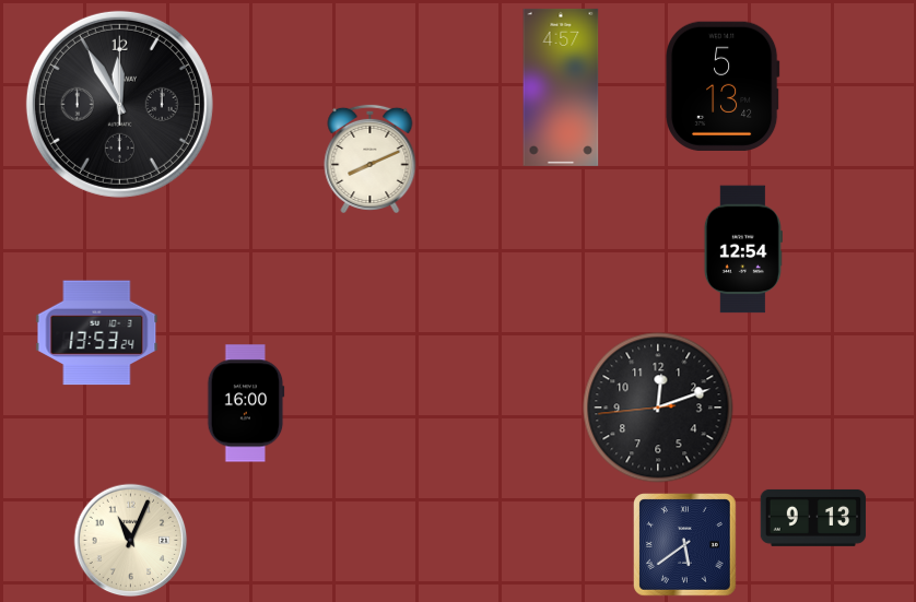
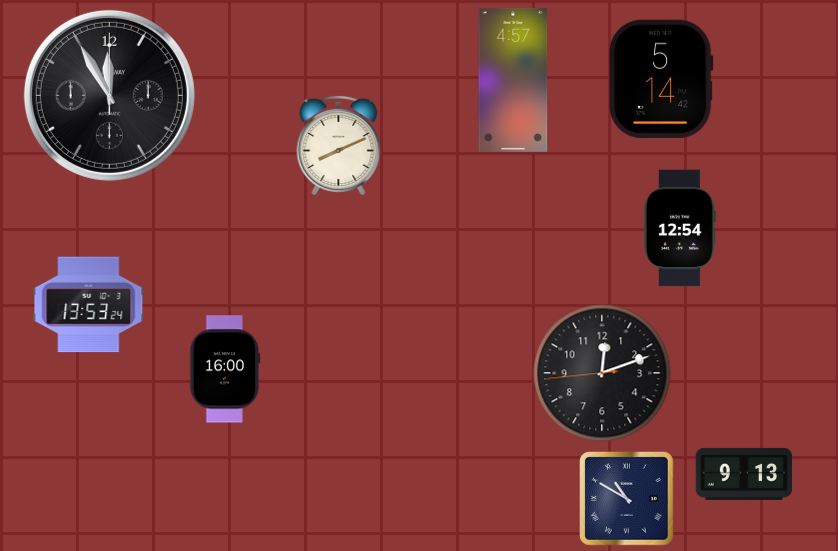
clock at (723, 86): 5:13 -> 5:14
clock at (131, 541): 11:04 -> none
clock at (685, 545): 5:39 -> 10:50
